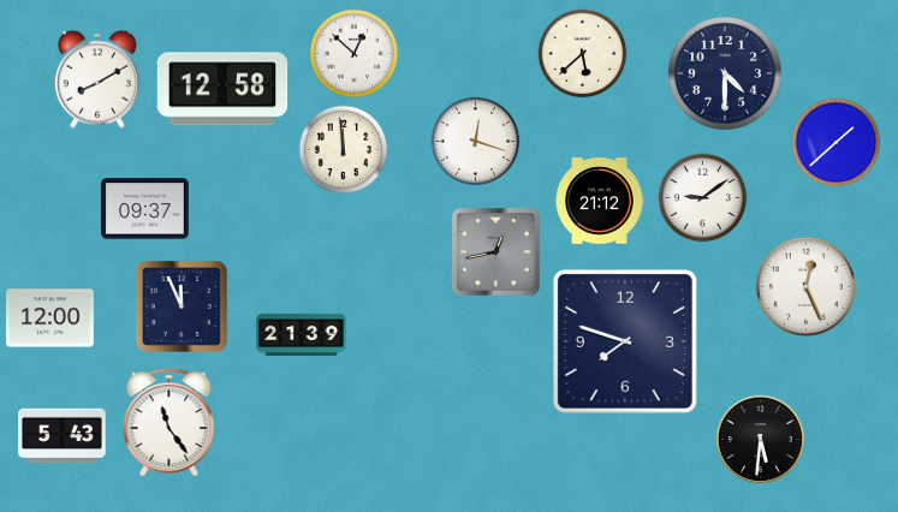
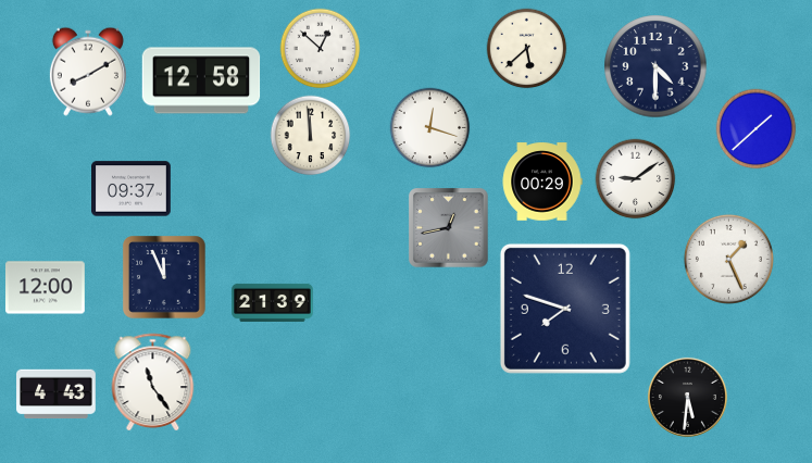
clock at (600, 201): 21:12 -> 00:29
clock at (805, 286): 12:26 -> 1:26
clock at (63, 436): 5:43 -> 4:43
